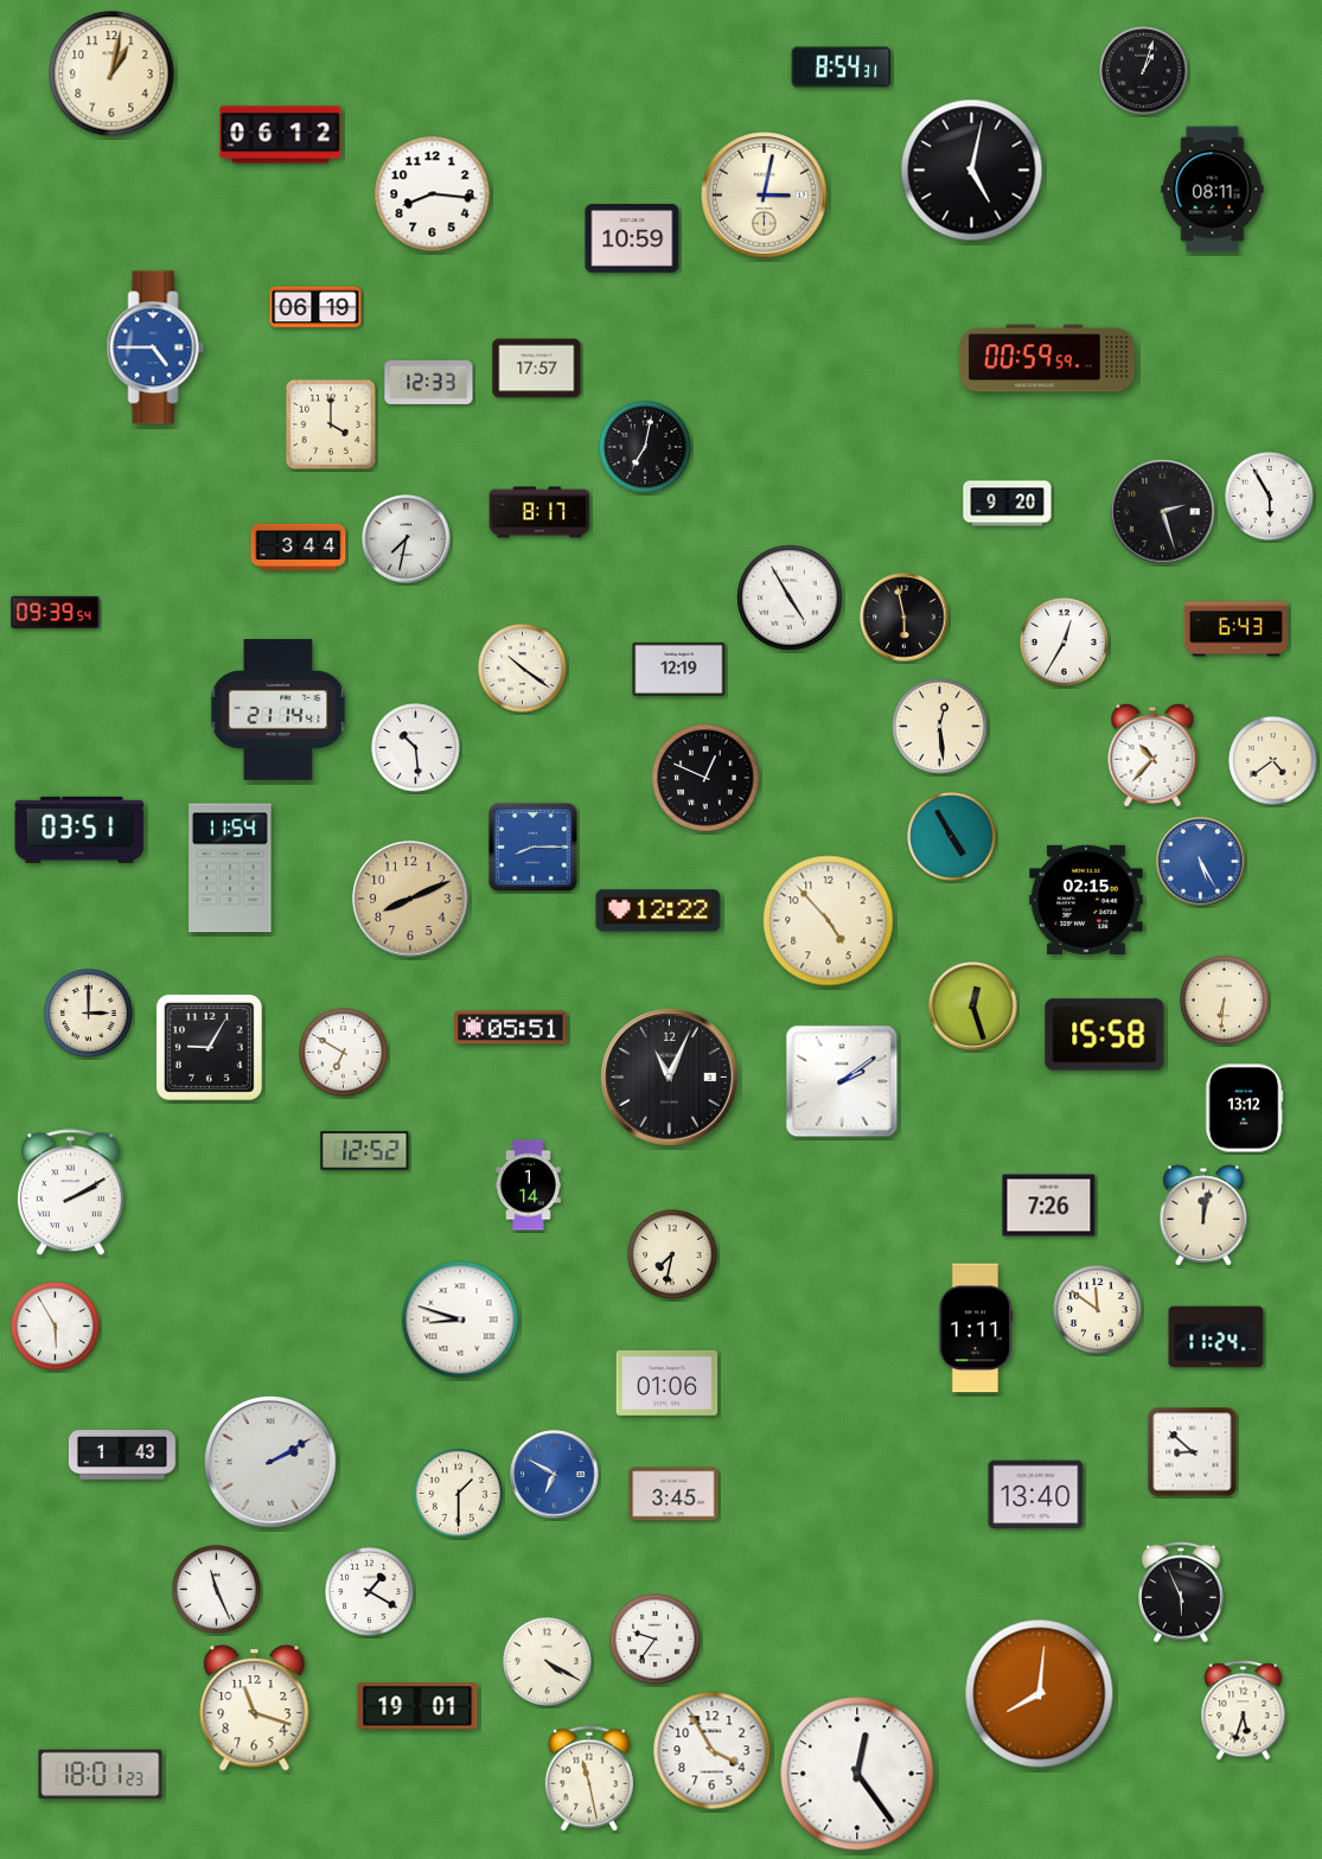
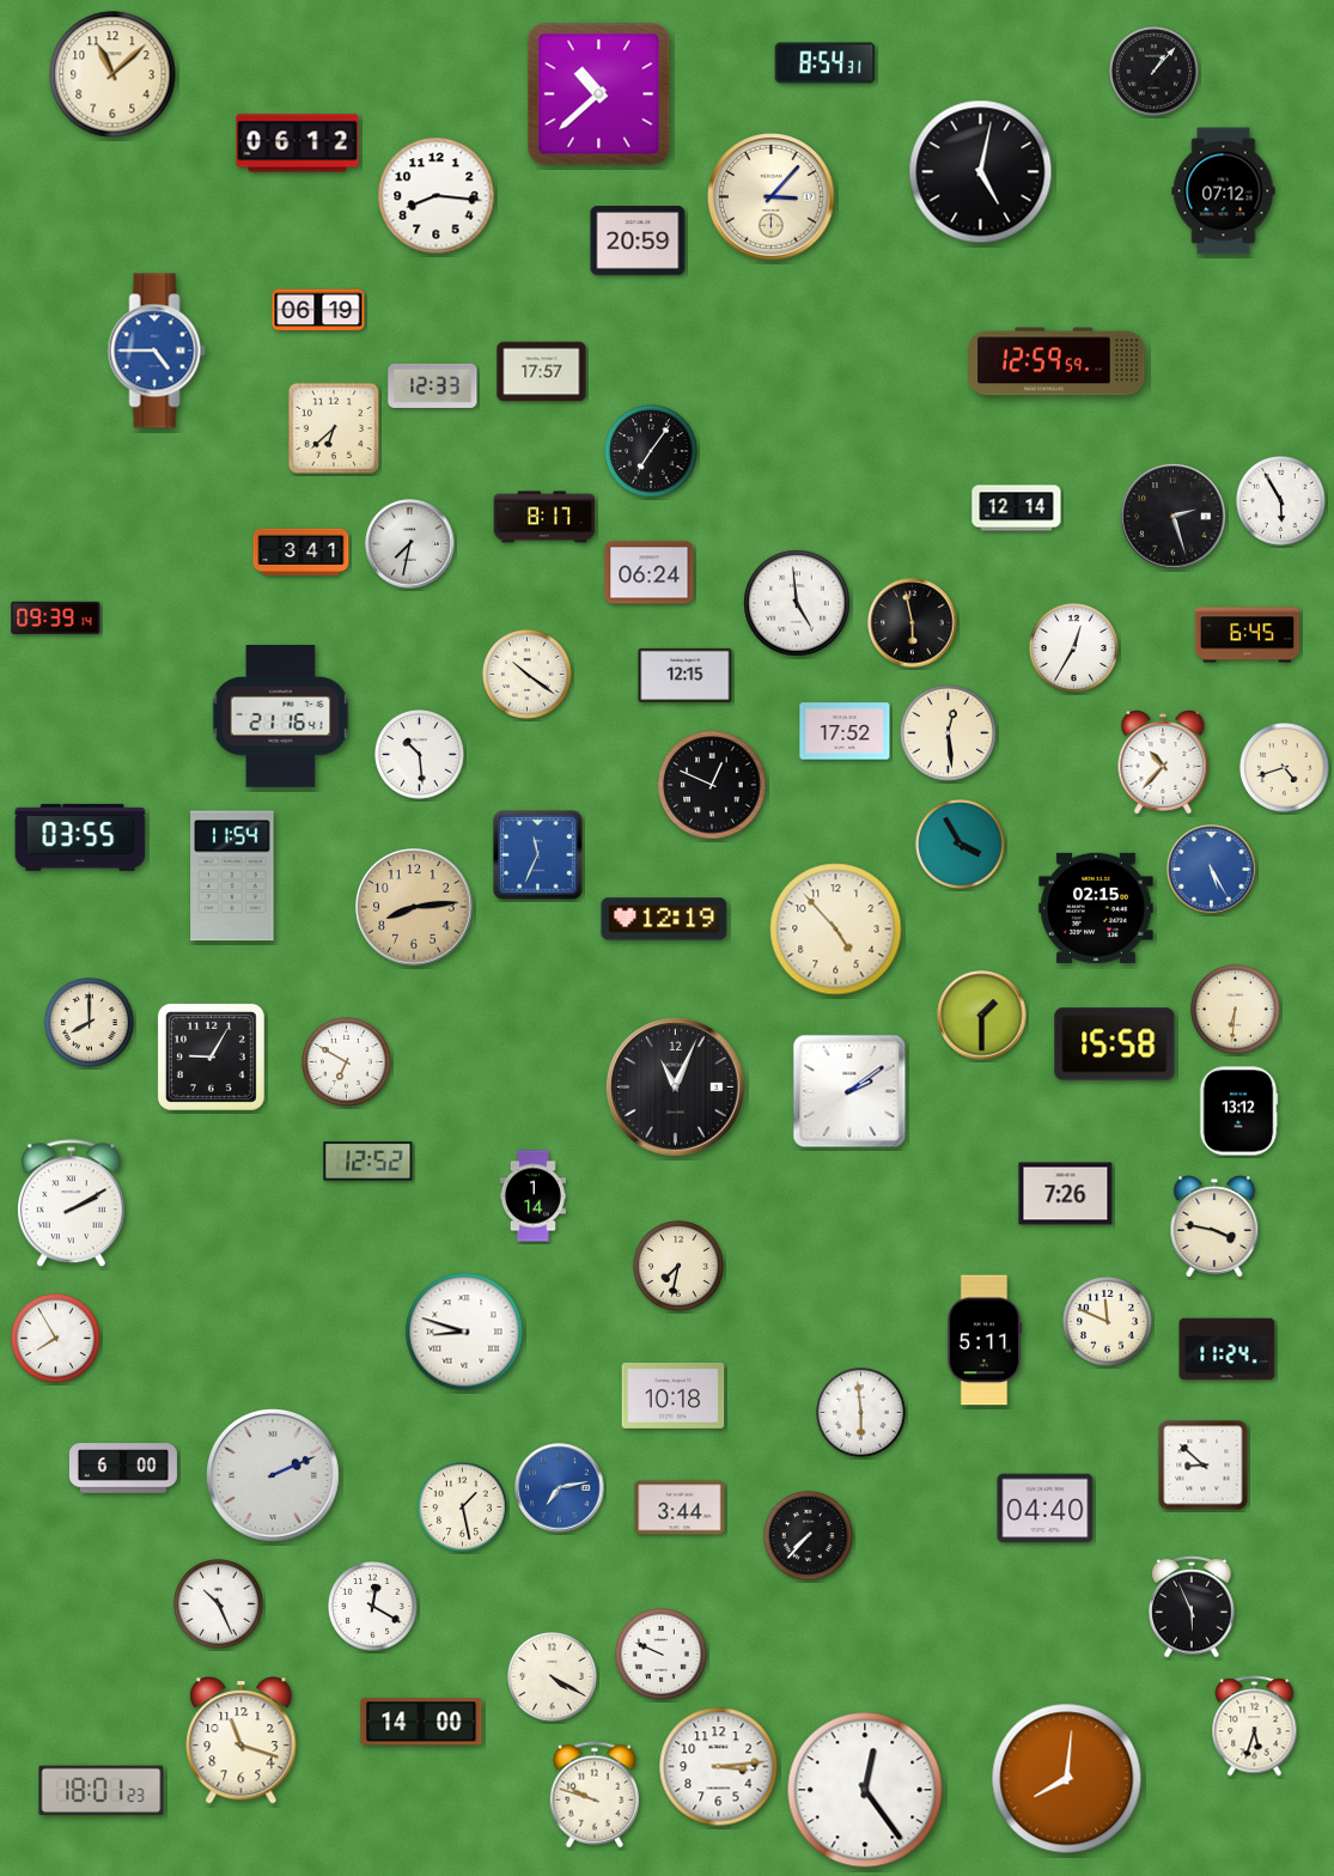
clock at (842, 68) position: (842, 68) -> (826, 63)
clock at (1144, 71): 1:03 -> 1:07
clock at (111, 74): 1:02 -> 11:08
clock at (599, 95): none -> 10:38
clock at (281, 135) position: (281, 135) -> (298, 144)
clock at (1213, 190): 08:11 -> 07:12
clock at (765, 196): 3:02 -> 3:07
clock at (632, 238): 10:59 -> 20:59
clock at (1047, 358): 00:59 -> 12:59
clock at (331, 424): 4:00 -> 6:38
clock at (645, 447): 7:02 -> 7:06
clock at (1008, 504): 9:20 -> 12:14
clock at (299, 548): 3:44 -> 3:41
clock at (650, 573): none -> 06:24
clock at (790, 598): 4:55 -> 4:59
clock at (56, 612): 09:39:54 -> 09:39:14
clock at (1237, 630): 6:43 -> 6:45
clock at (679, 669): 12:19 -> 12:15
clock at (279, 710): 21:14 -> 21:16
clock at (845, 731): none -> 17:52
clock at (1273, 761): 4:39 -> 4:42
clock at (79, 830): 03:51 -> 03:55
clock at (952, 837): 4:55 -> 3:55
clock at (534, 848): 8:15 -> 11:34
clock at (410, 899): 8:11 -> 8:14
clock at (658, 911): 12:22 -> 12:19
clock at (973, 1007): 12:27 -> 1:30
clock at (89, 1014): 3:00 -> 8:00
clock at (511, 1028): 05:51 -> none
clock at (1244, 1109) position: (1244, 1109) -> (1238, 1111)
clock at (1049, 1206) position: (1049, 1206) -> (1066, 1194)
clock at (1203, 1215): 12:02 -> 3:47
clock at (1098, 1310): 11:51 -> 11:49
clock at (56, 1327): 5:55 -> 7:55
clock at (976, 1328): 1:11 -> 5:11
clock at (668, 1384): 01:06 -> 10:18
clock at (861, 1413): none -> 5:59
clock at (122, 1455): 1:43 -> 6:00
clock at (272, 1463): 2:10 -> 2:11
clock at (555, 1475): 6:50 -> 7:13
clock at (459, 1494): 1:30 -> 1:28
clock at (673, 1494): 3:45 -> 3:44
clock at (1036, 1495): 13:40 -> 04:40
clock at (809, 1536): none -> 7:37
clock at (217, 1590): 11:26 -> 10:26
clock at (370, 1592): 1:20 -> 12:20
clock at (656, 1640): 9:36 -> 9:49
clock at (1040, 1694) position: (1040, 1694) -> (1067, 1779)
clock at (417, 1706): 19:01 -> 14:00
clock at (255, 1708) position: (255, 1708) -> (242, 1741)
clock at (713, 1751): 3:55 -> 3:14
clock at (589, 1778): 11:28 -> 9:48
